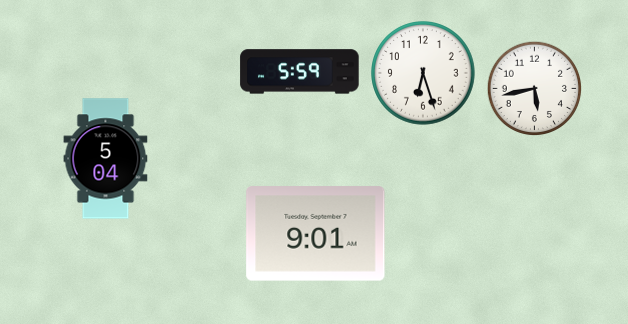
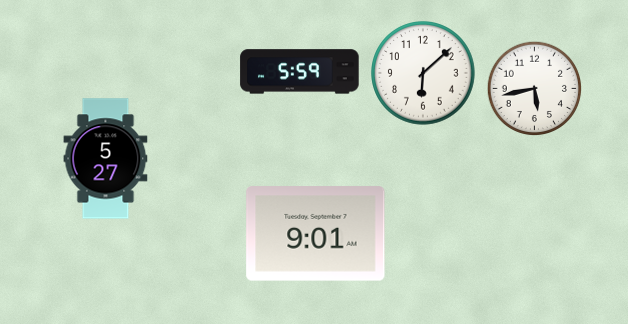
clock at (423, 73): 6:27 -> 6:08
clock at (106, 159): 5:04 -> 5:27
